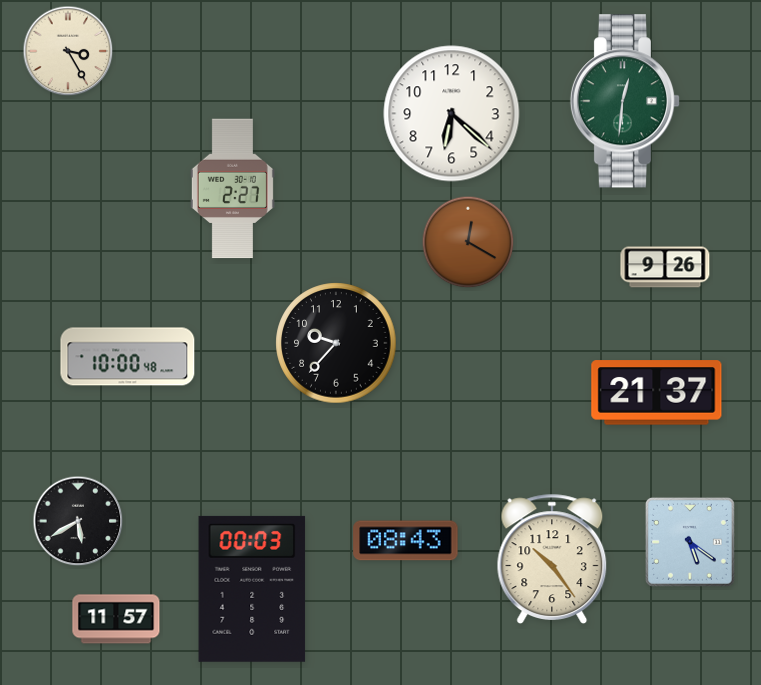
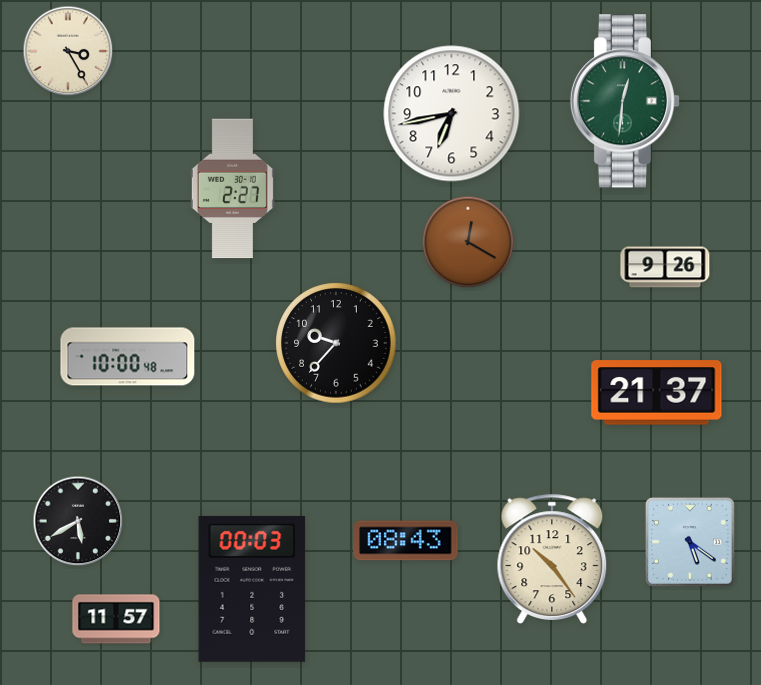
clock at (452, 114): 6:22 -> 6:43
